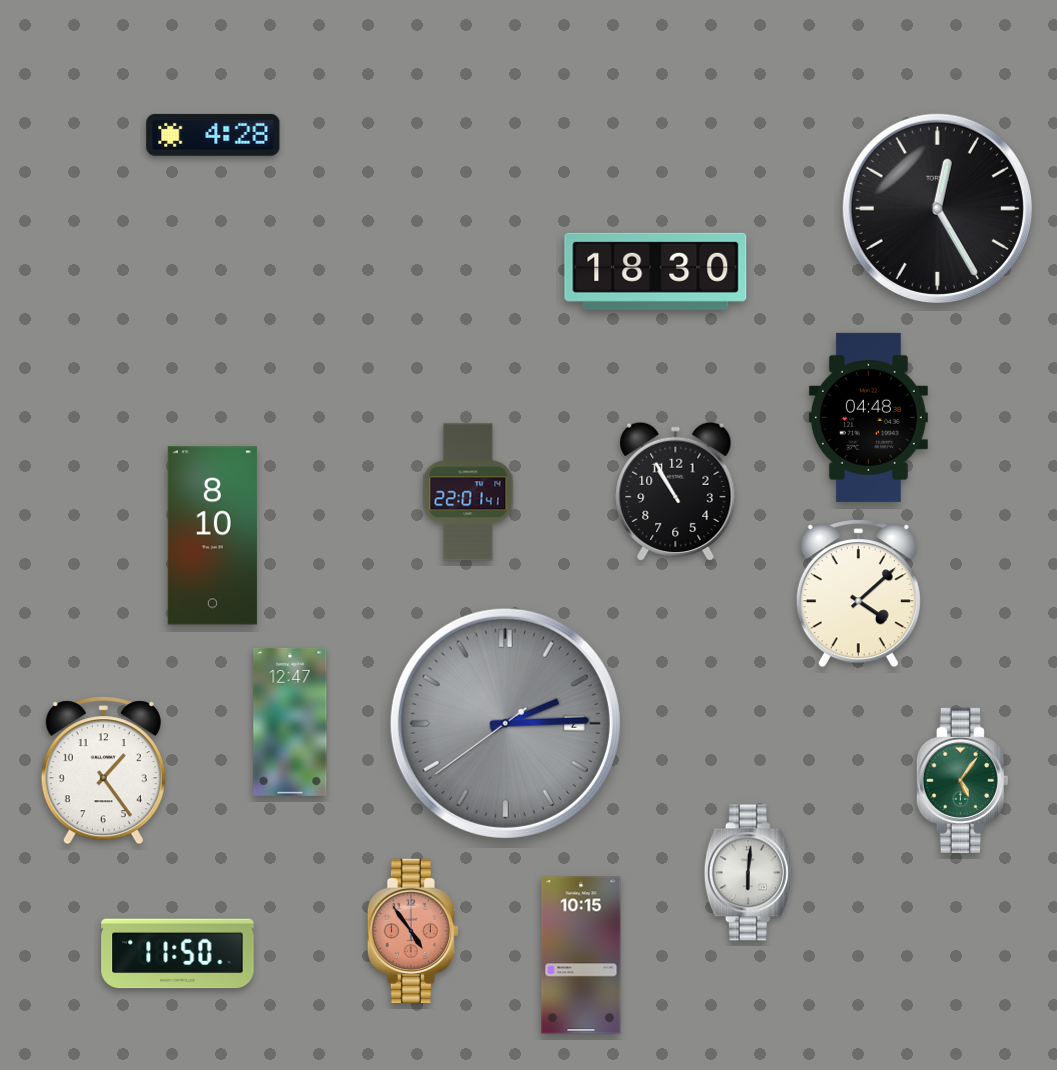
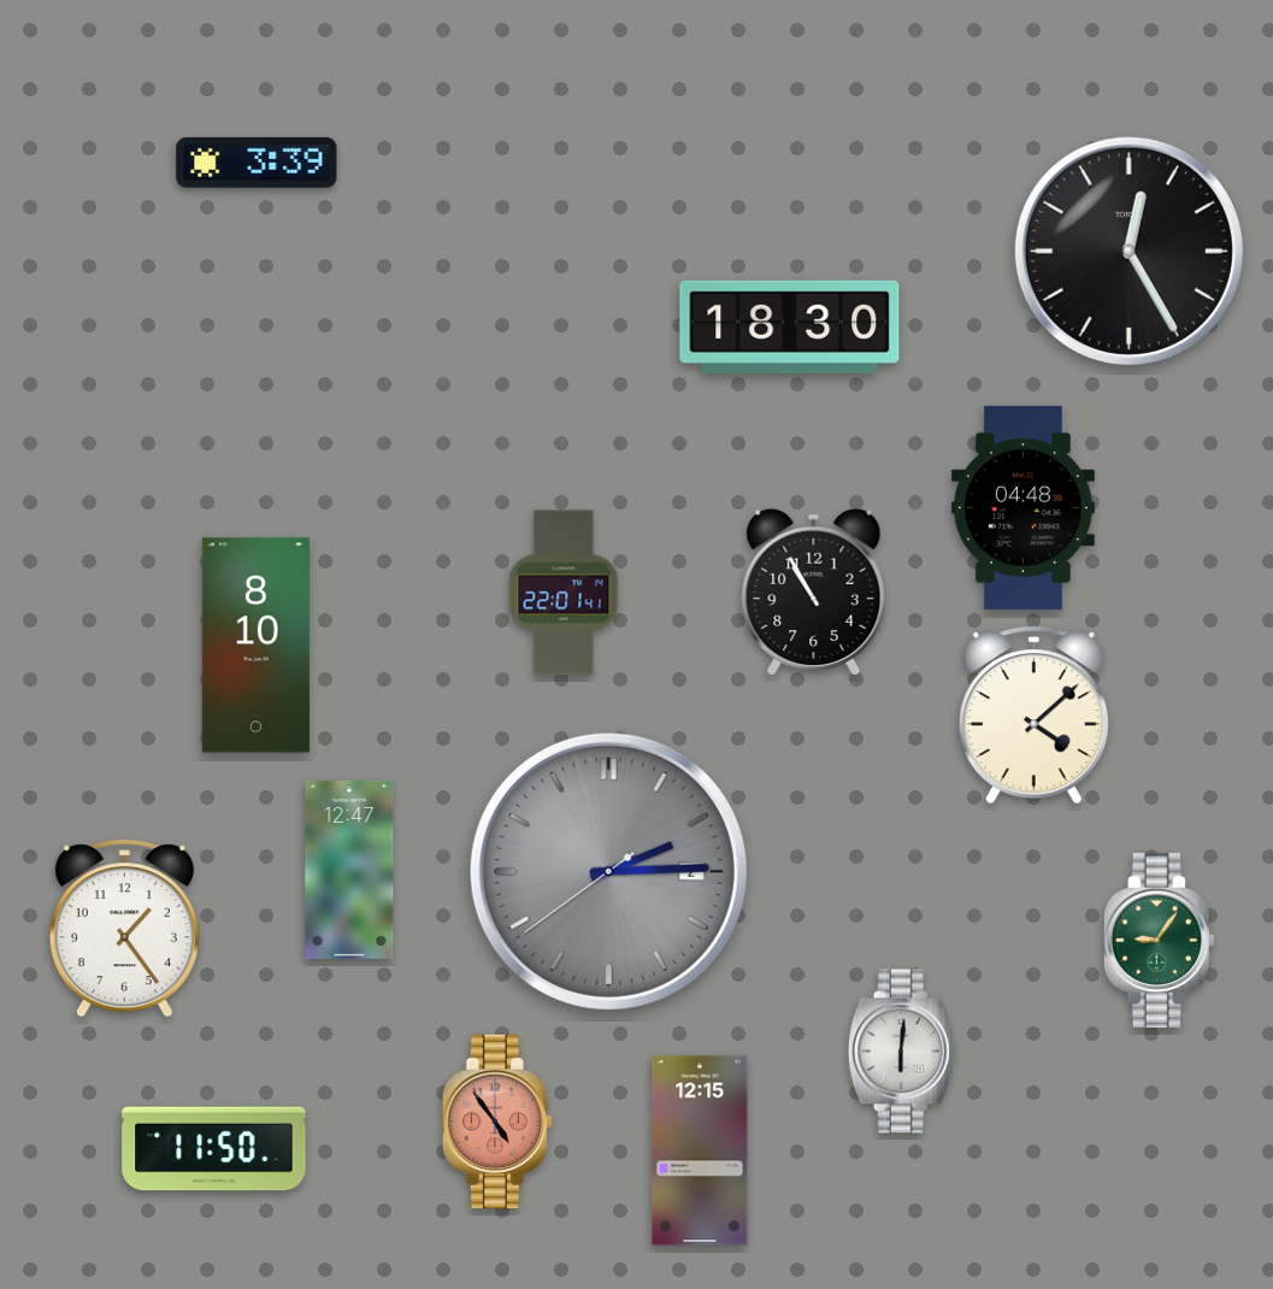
clock at (213, 135): 4:28 -> 3:39
clock at (868, 417) position: (868, 417) -> (1022, 507)
clock at (962, 780): 5:06 -> 9:06
clock at (581, 955): 10:15 -> 12:15
